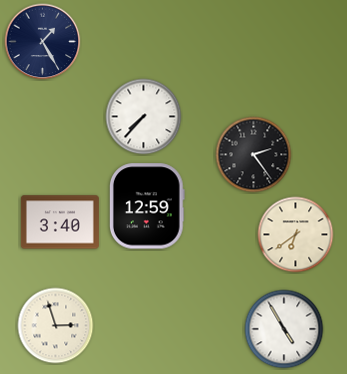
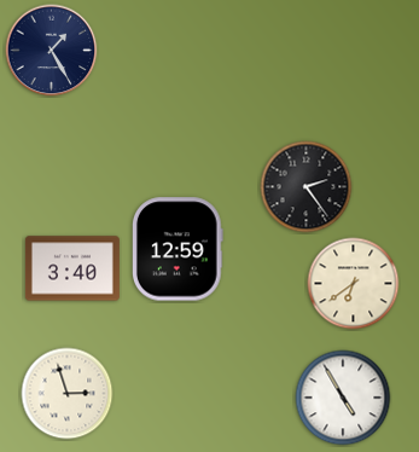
clock at (144, 117): 7:37 -> none
clock at (296, 235) position: (296, 235) -> (354, 284)
